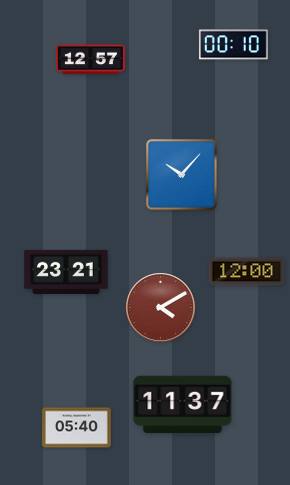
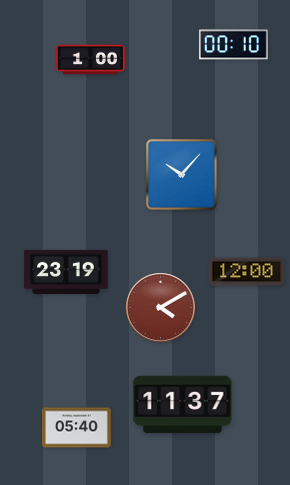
clock at (91, 60): 12:57 -> 1:00
clock at (66, 272): 23:21 -> 23:19
